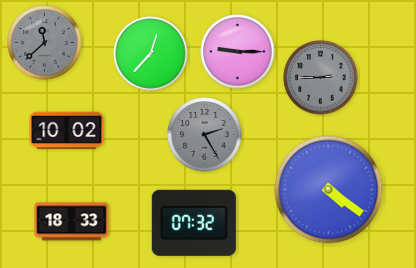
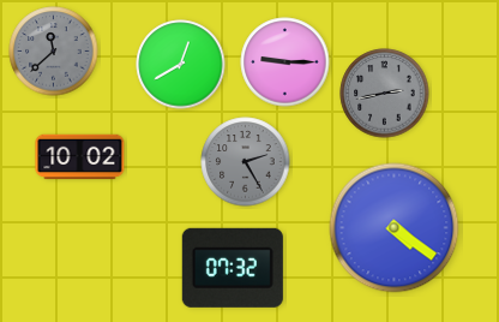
clock at (151, 54): 12:37 -> 12:40
clock at (321, 78): 2:45 -> 2:43
clock at (72, 222): 18:33 -> none
